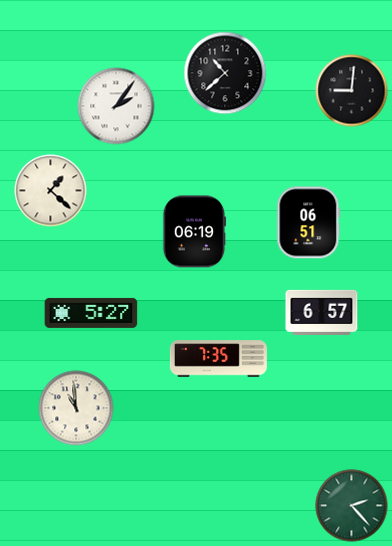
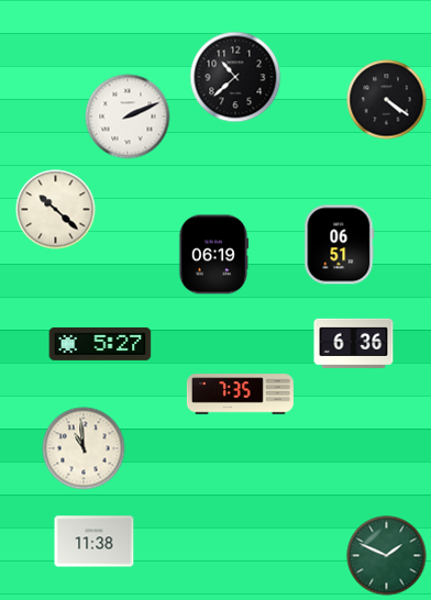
clock at (225, 73) position: (225, 73) -> (235, 77)
clock at (352, 91): 9:01 -> 4:21
clock at (116, 106): 2:06 -> 2:11
clock at (51, 191): 1:22 -> 10:22
clock at (322, 312): 6:57 -> 6:36
clock at (95, 542): none -> 11:38
clock at (352, 506): 2:23 -> 1:49
